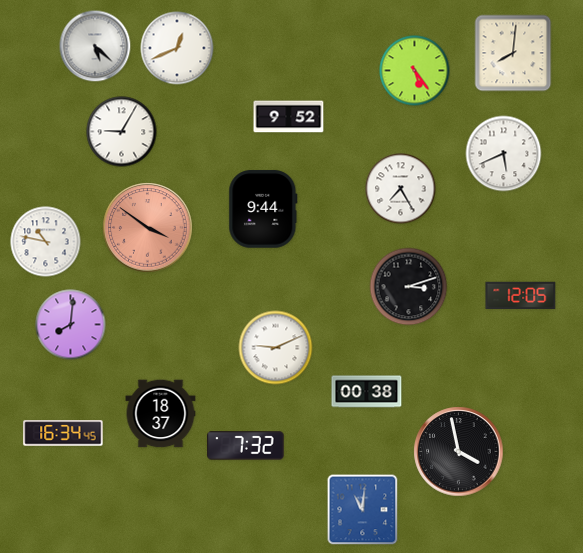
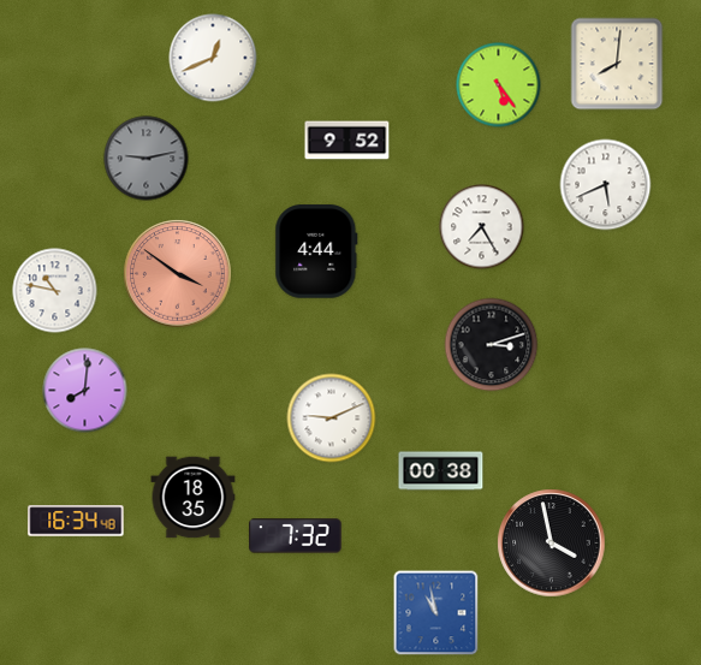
clock at (95, 46): 5:22 -> none
clock at (122, 132): 9:05 -> 9:13
clock at (122, 132) dial: white -> grey
clock at (263, 209): 9:44 -> 4:44
clock at (521, 295): 12:05 -> none
clock at (161, 414): 18:37 -> 18:35
clock at (63, 433): 16:34:45 -> 16:34:48
clock at (363, 510): 11:01 -> 10:58
